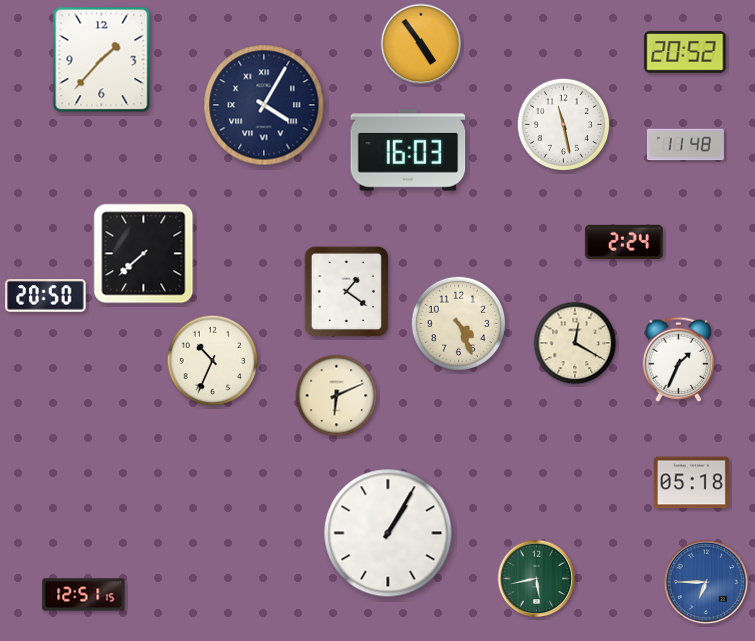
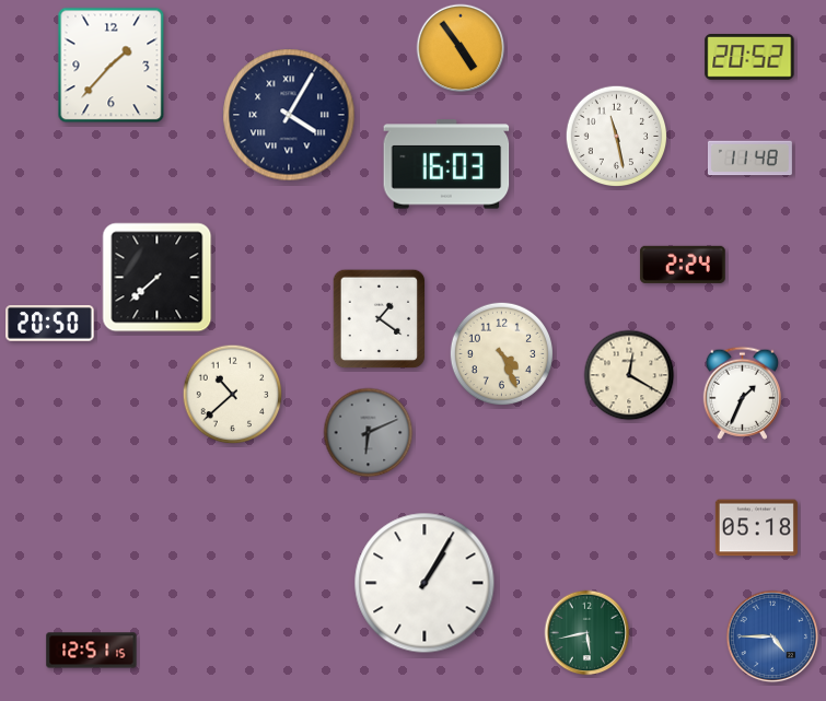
clock at (213, 361): 10:34 -> 10:38
clock at (337, 396) dial: cream -> grey
clock at (706, 582): 6:45 -> 4:45
